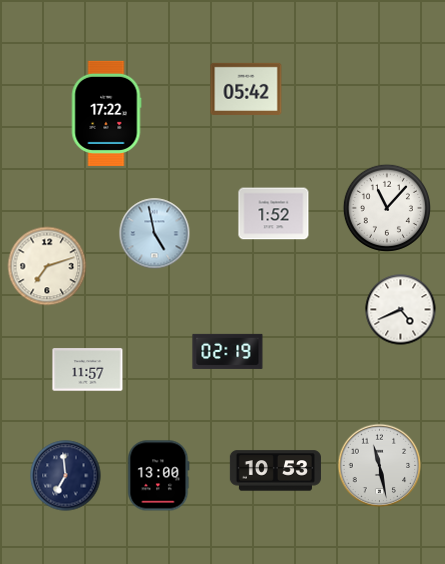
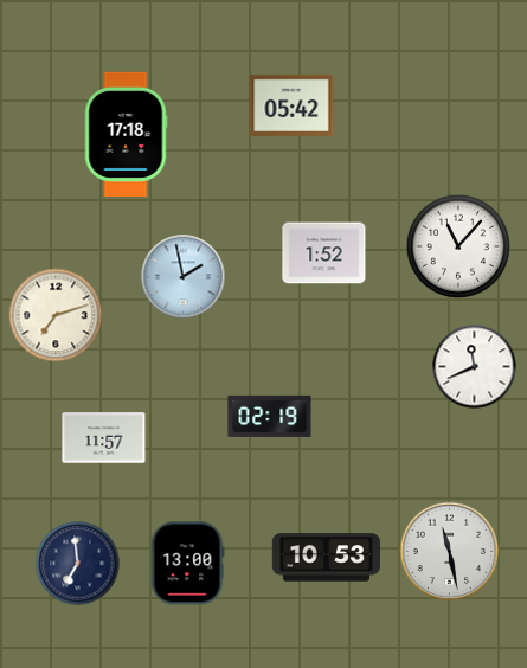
clock at (106, 113): 17:22 -> 17:18
clock at (155, 234): 4:58 -> 1:58
clock at (401, 310): 4:41 -> 11:41
